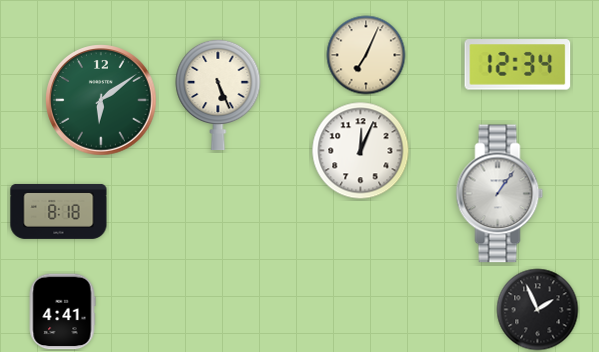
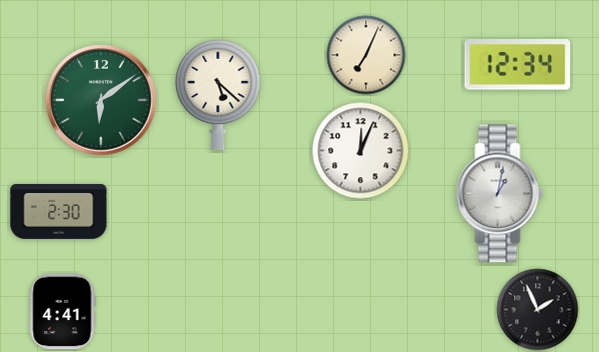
clock at (218, 95): 5:26 -> 5:22
clock at (500, 194): 1:06 -> 1:02
clock at (59, 211): 8:18 -> 2:30
